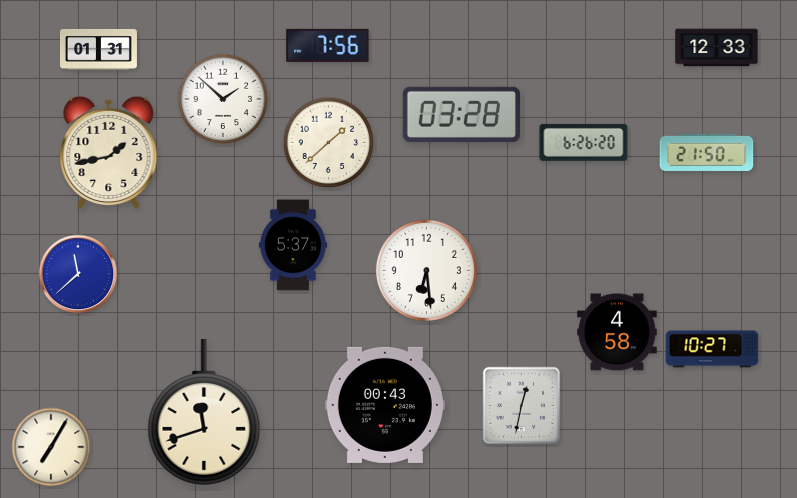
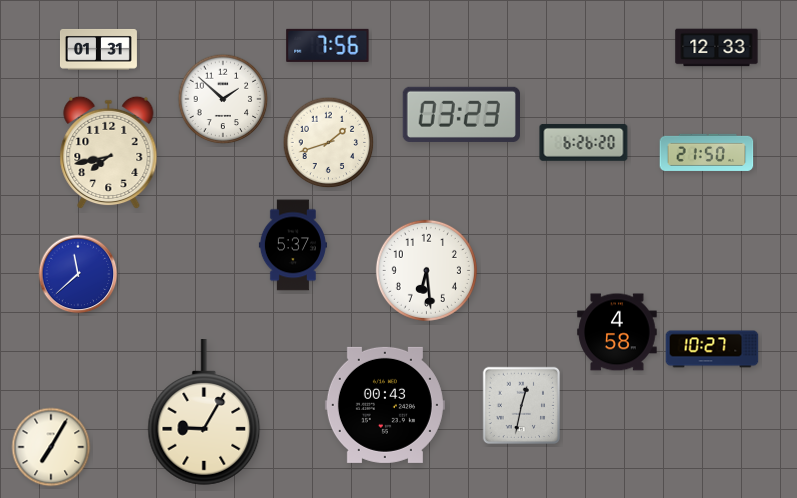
clock at (461, 114): 03:28 -> 03:23
clock at (329, 143): 1:38 -> 1:42
clock at (109, 153): 1:43 -> 7:43
clock at (204, 412): 11:42 -> 9:05
